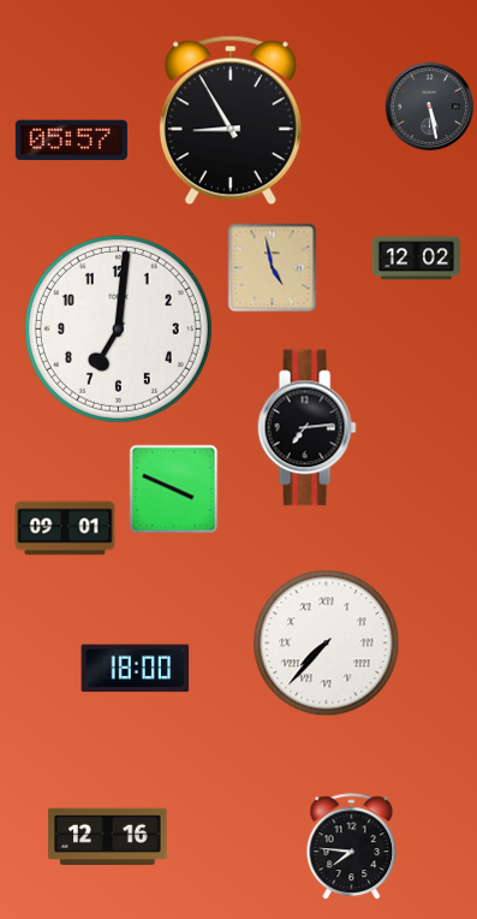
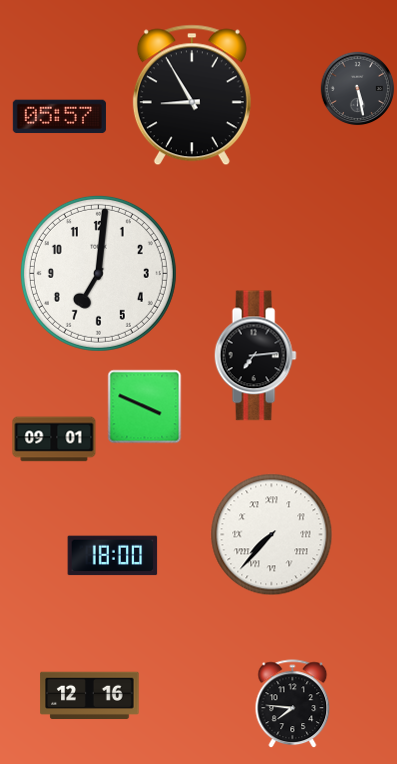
clock at (231, 120) position: (231, 120) -> (192, 95)
clock at (416, 259): 12:02 -> none
clock at (273, 268): 4:58 -> none
